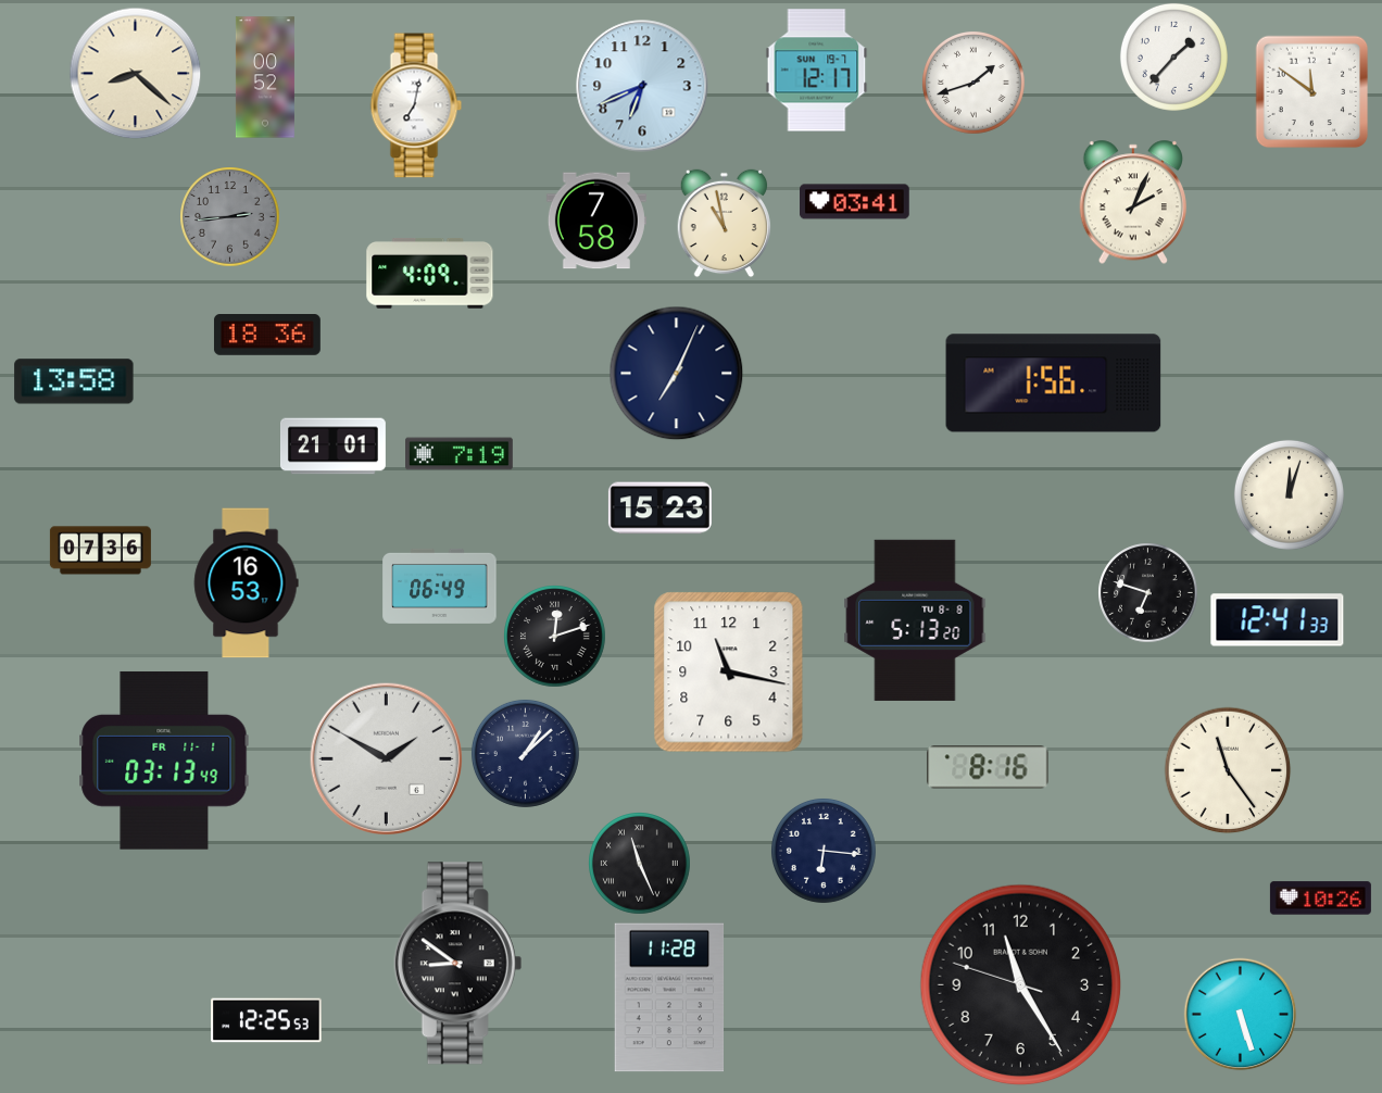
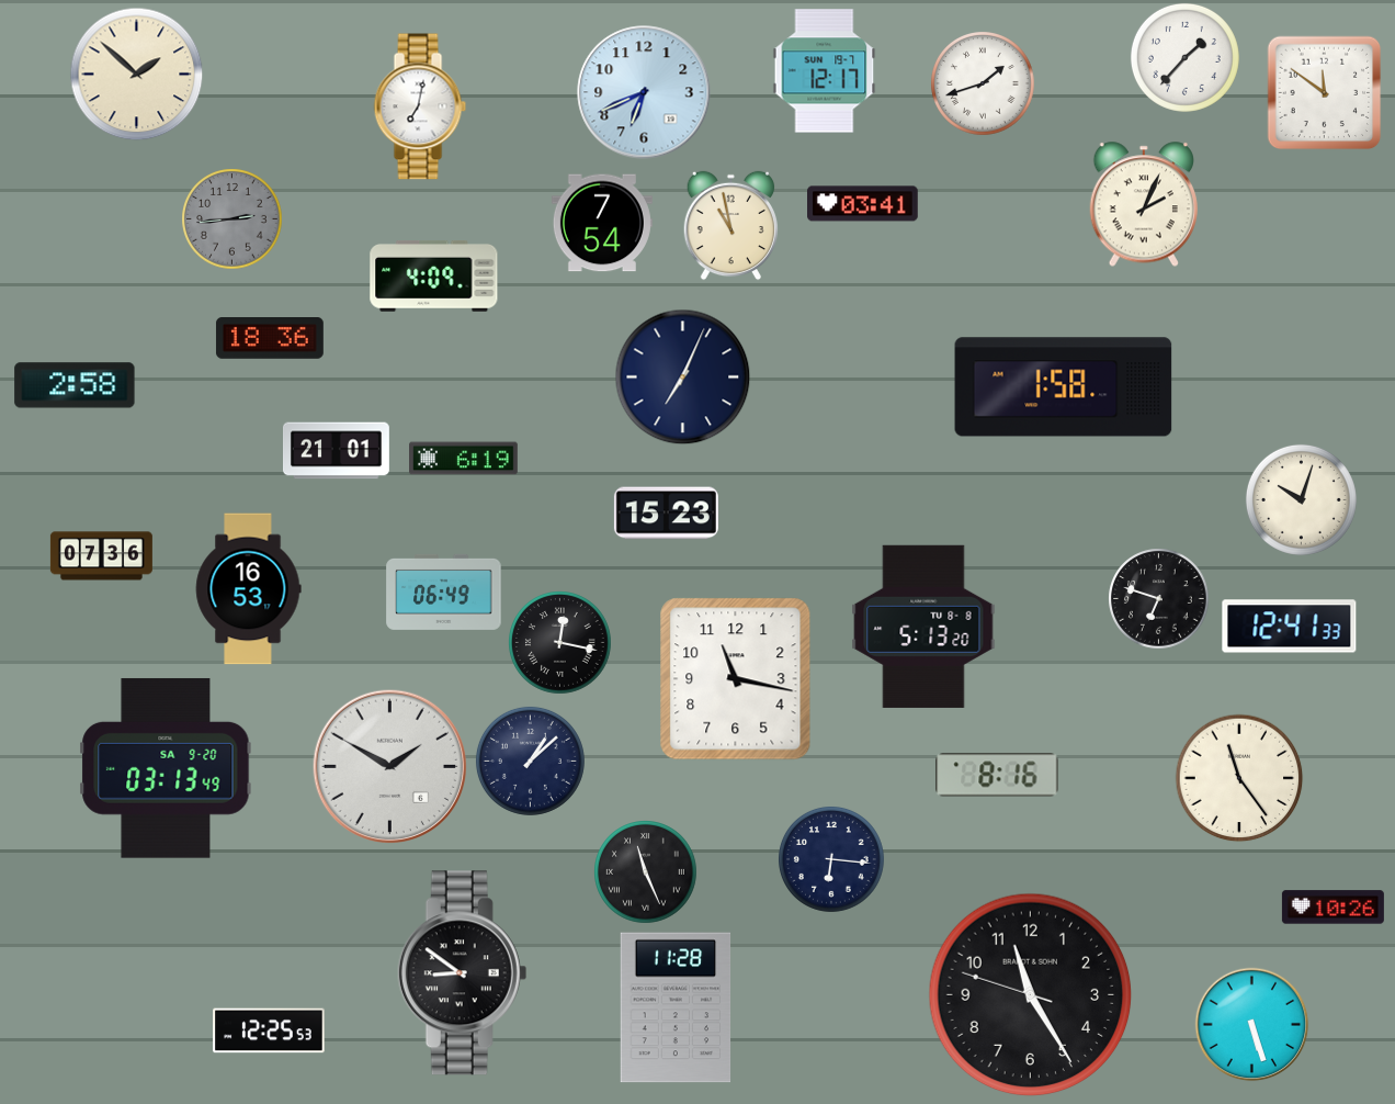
clock at (135, 73): 8:22 -> 1:52
clock at (265, 77): 00:52 -> none
clock at (642, 86) position: (642, 86) -> (644, 92)
clock at (596, 221): 7:58 -> 7:54
clock at (74, 381): 13:58 -> 2:58
clock at (1054, 384): 1:56 -> 1:58
clock at (460, 454): 7:19 -> 6:19
clock at (1289, 494): 12:03 -> 10:03
clock at (555, 637): 12:12 -> 12:17
clock at (164, 761) date: FR 11-1 -> SA 9-20
